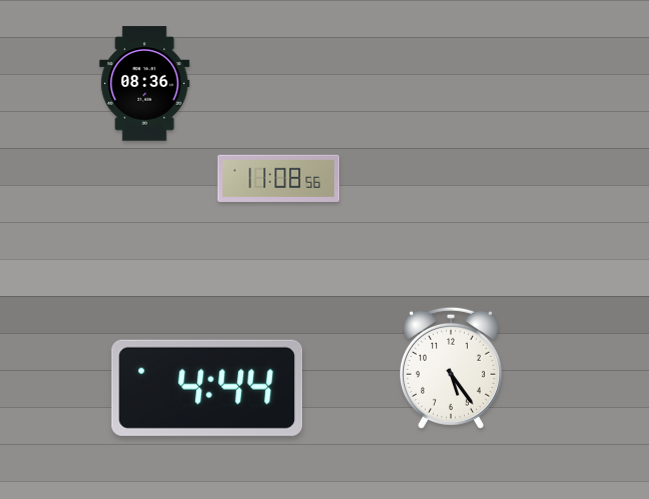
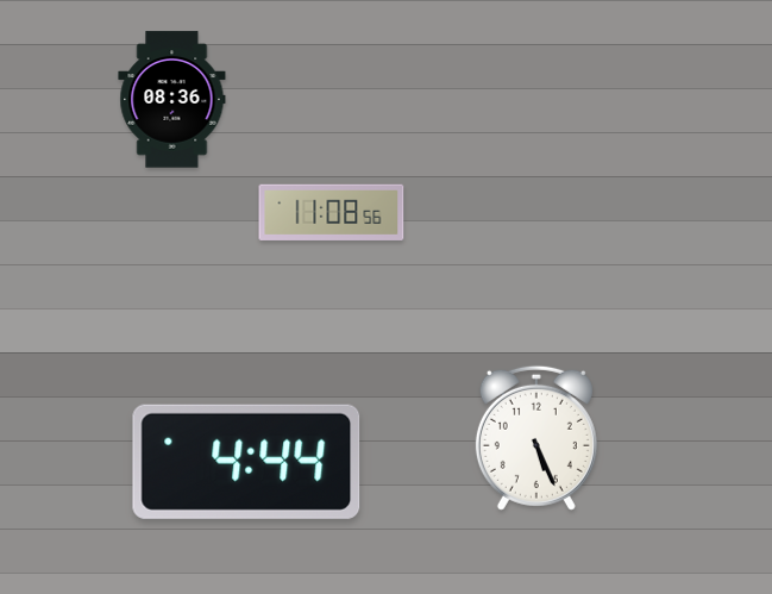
clock at (451, 368): 5:24 -> 5:26
